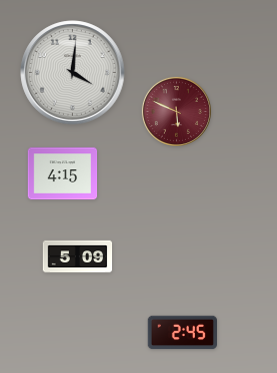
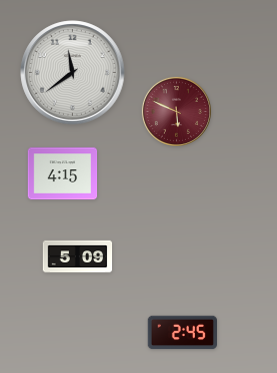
clock at (73, 73): 4:01 -> 11:39
